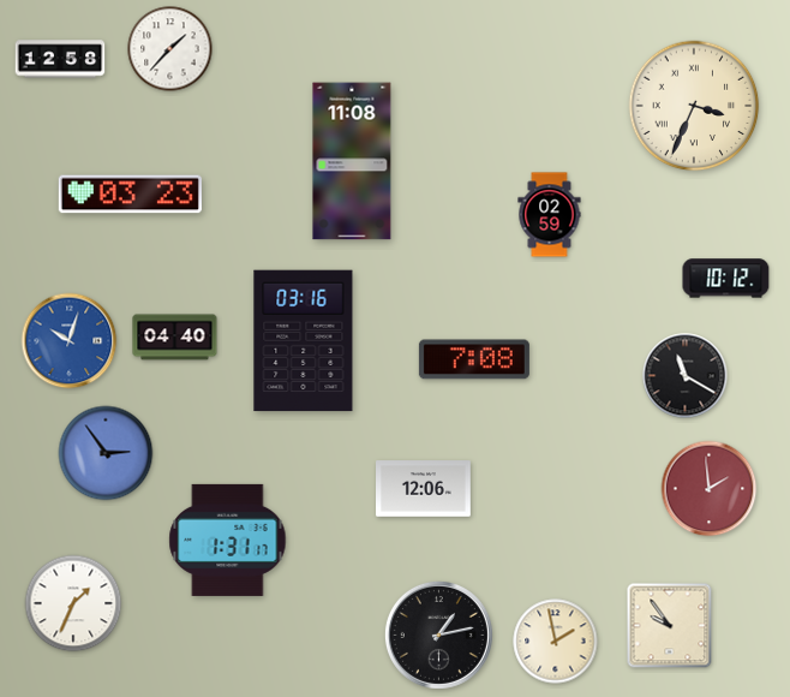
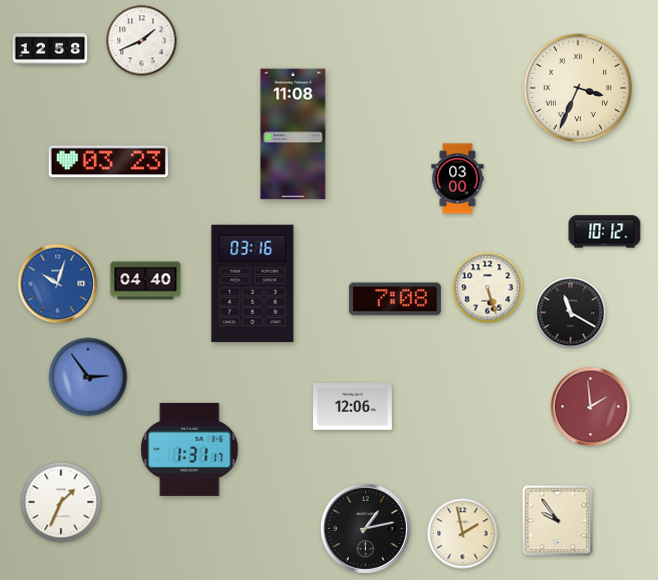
clock at (170, 49): 1:37 -> 1:41
clock at (550, 215): 02:59 -> 03:00
clock at (488, 288): none -> 5:27
